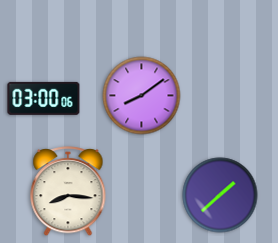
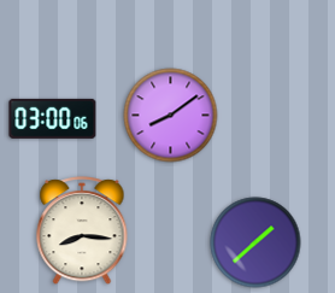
clock at (220, 195) position: (220, 195) -> (255, 242)
